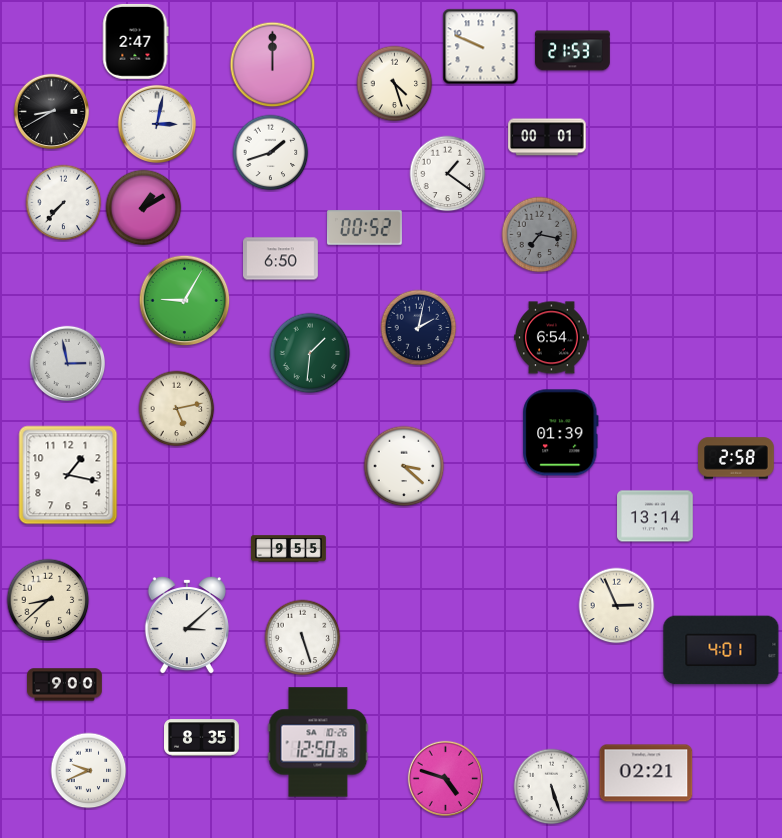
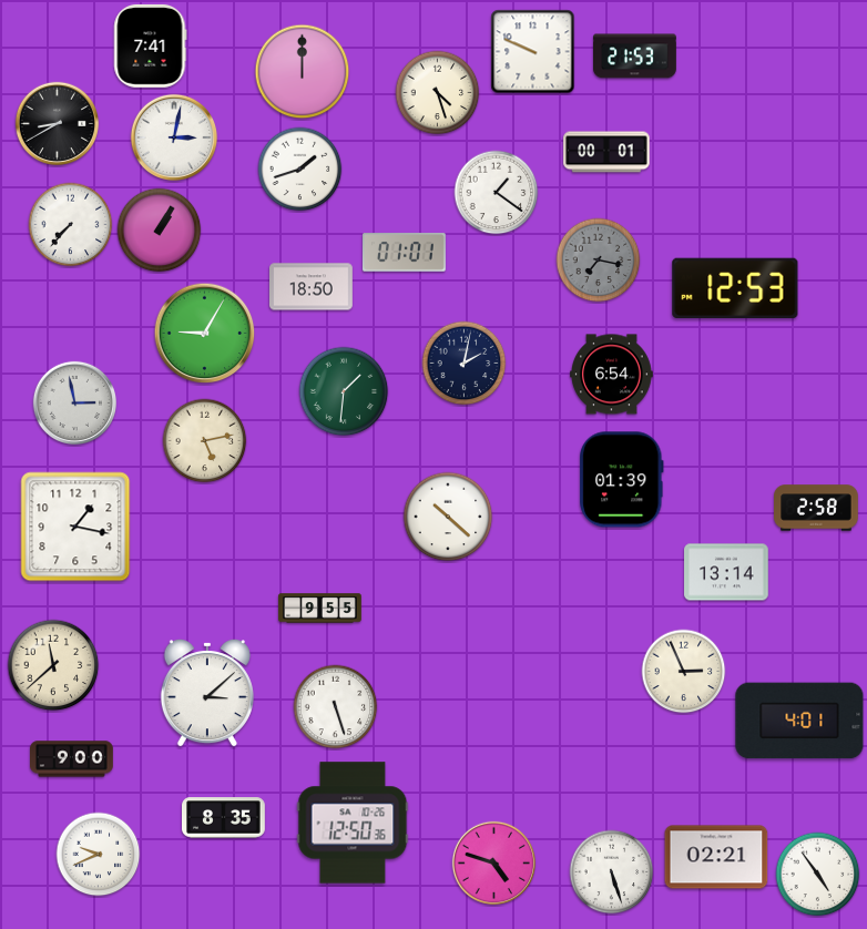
clock at (136, 42): 2:47 -> 7:41
clock at (144, 208): 1:10 -> 1:05
clock at (365, 228): 00:52 -> 01:01
clock at (281, 259): 6:50 -> 18:50
clock at (735, 287): none -> 12:53
clock at (177, 409) position: (177, 409) -> (205, 441)
clock at (404, 466): 3:22 -> 10:22
clock at (48, 600): 8:38 -> 11:38
clock at (818, 875): none -> 4:54
